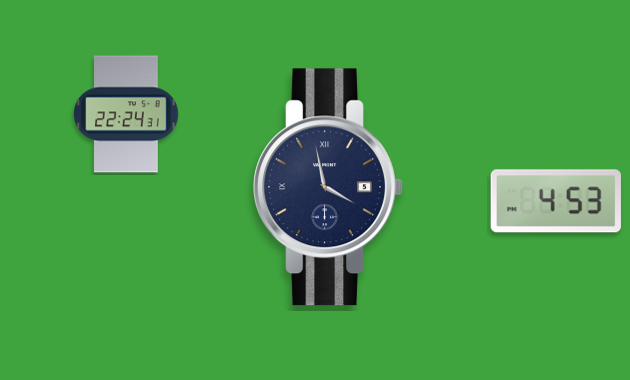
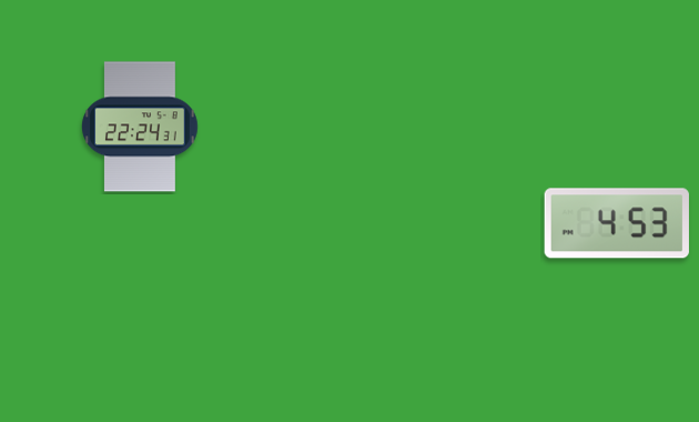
clock at (328, 187): 3:58 -> none
